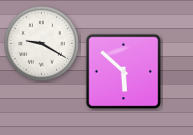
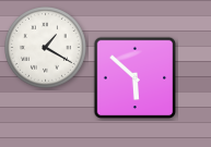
clock at (42, 44): 9:20 -> 1:20
